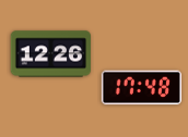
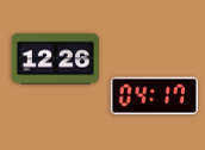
clock at (141, 88): 17:48 -> 04:17
